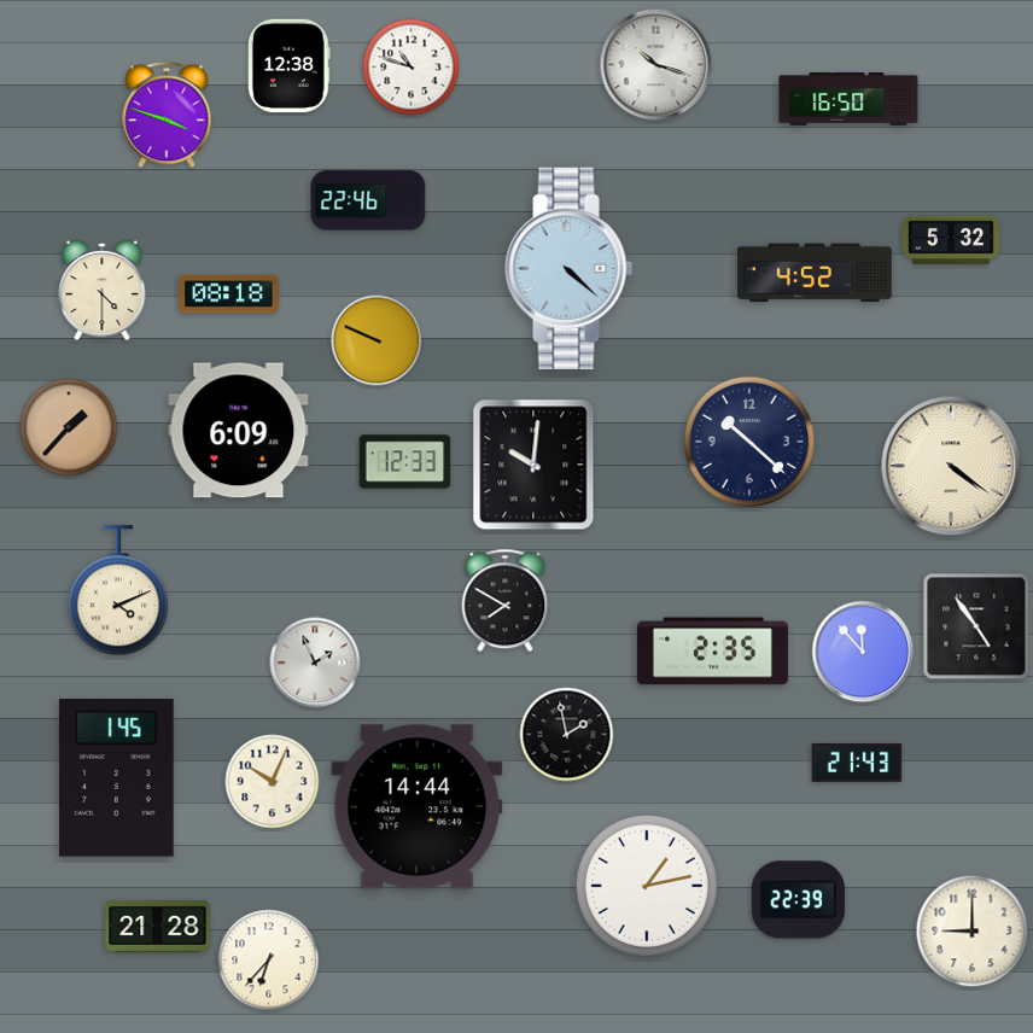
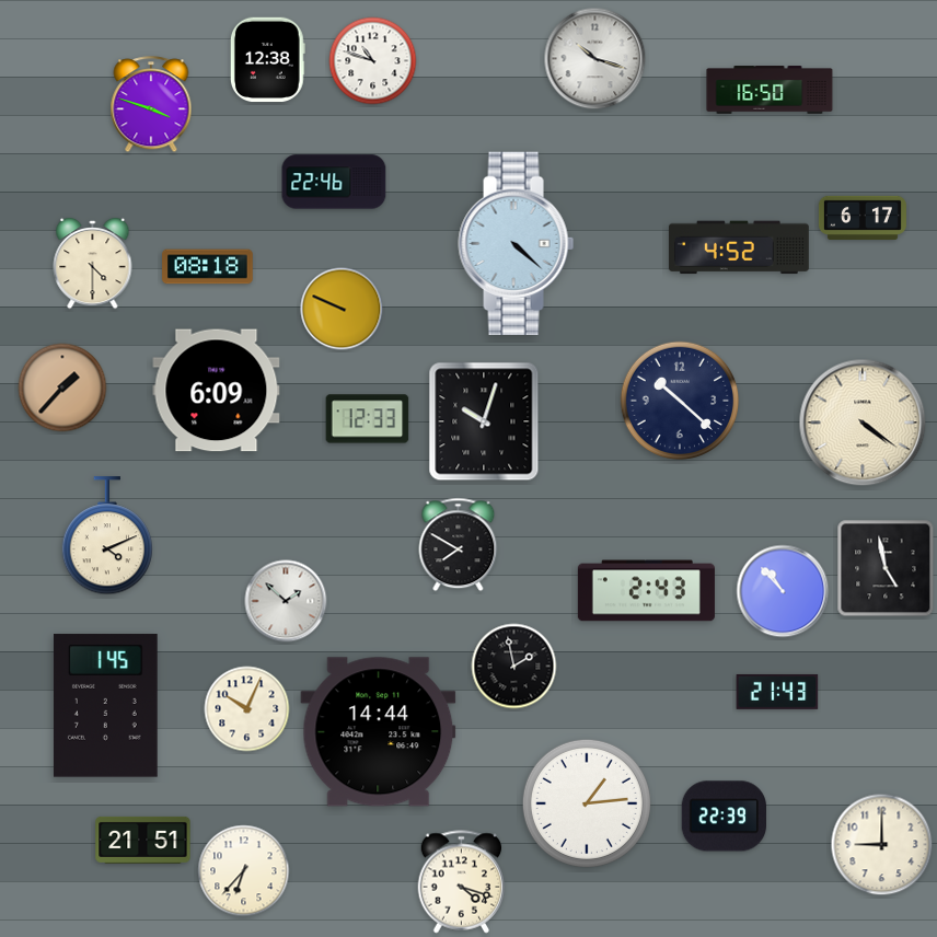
clock at (288, 66) position: (288, 66) -> (267, 60)
clock at (951, 239): 5:32 -> 6:17
clock at (533, 465): 10:01 -> 10:03
clock at (976, 626): 4:54 -> 4:58
clock at (712, 652): 2:35 -> 2:43
clock at (863, 652): 11:53 -> 10:53
clock at (315, 663): 1:56 -> 1:52
clock at (647, 886): 1:13 -> 1:14
clock at (158, 926): 21:28 -> 21:51
clock at (462, 882): none -> 4:18
